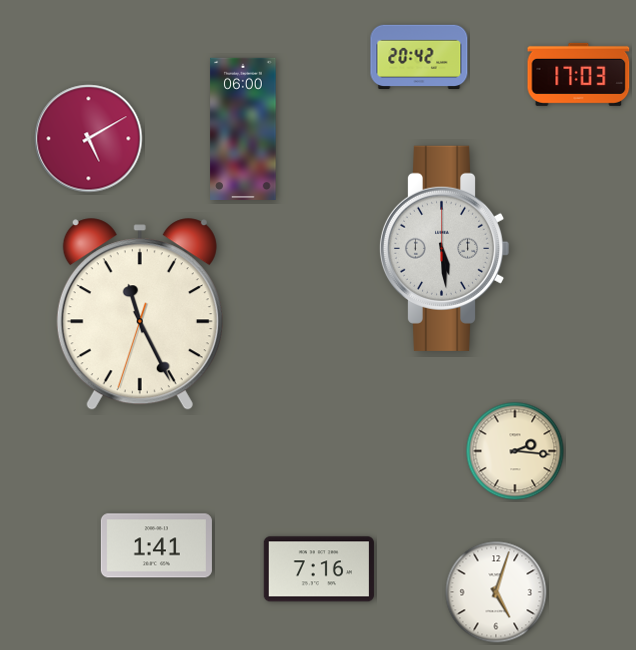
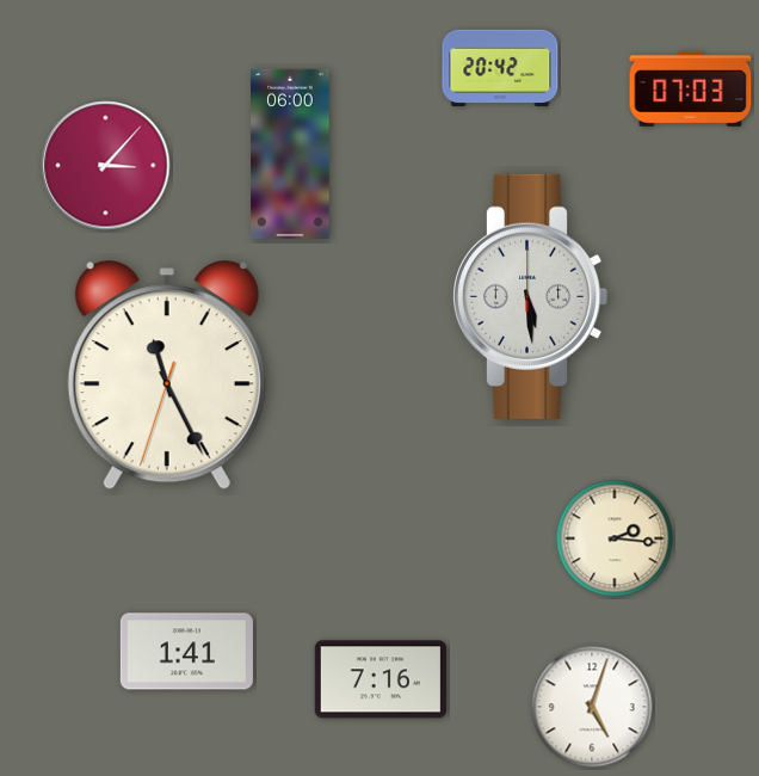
clock at (579, 74): 17:03 -> 07:03
clock at (89, 139): 5:10 -> 3:07
